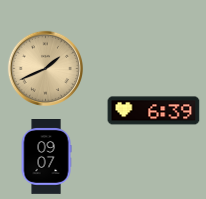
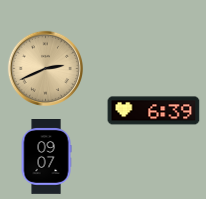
clock at (45, 68): 1:41 -> 2:41
